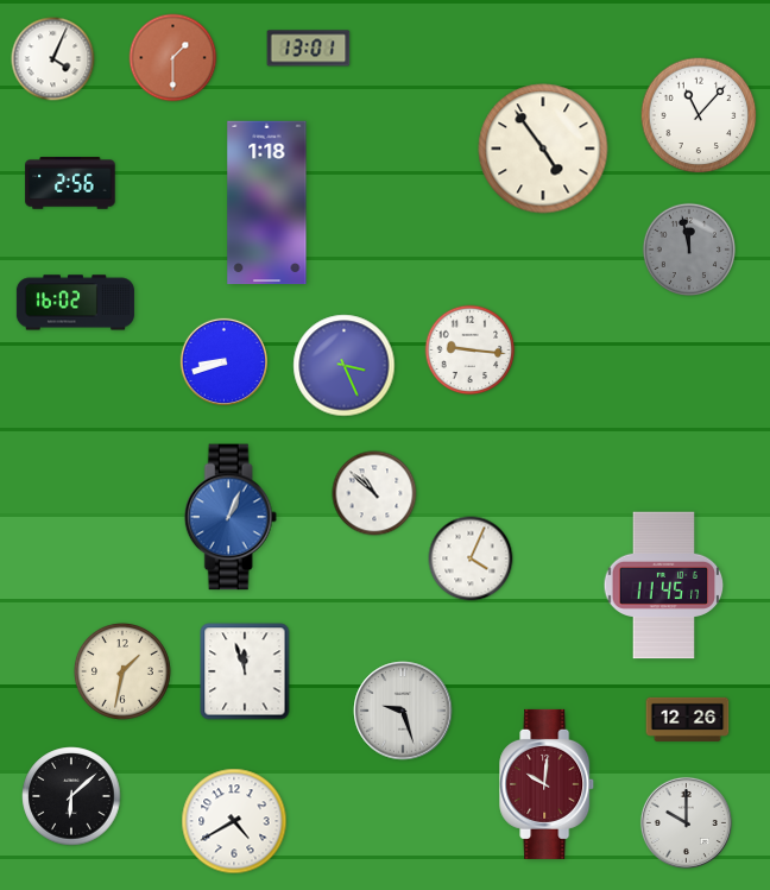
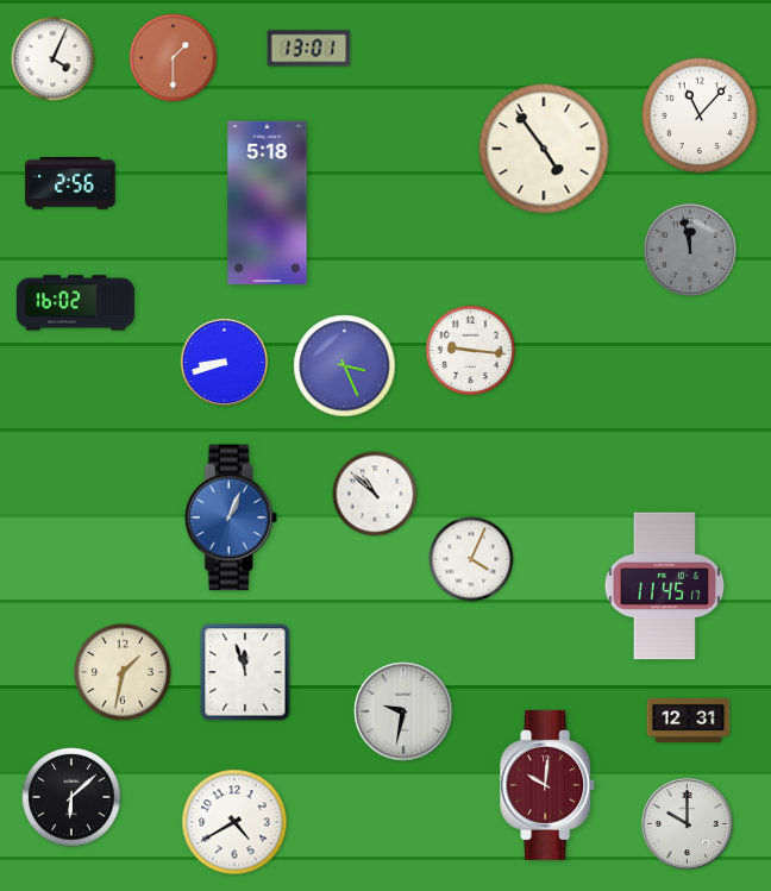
clock at (267, 203): 1:18 -> 5:18
clock at (403, 711): 9:27 -> 9:32
clock at (688, 719): 12:26 -> 12:31
